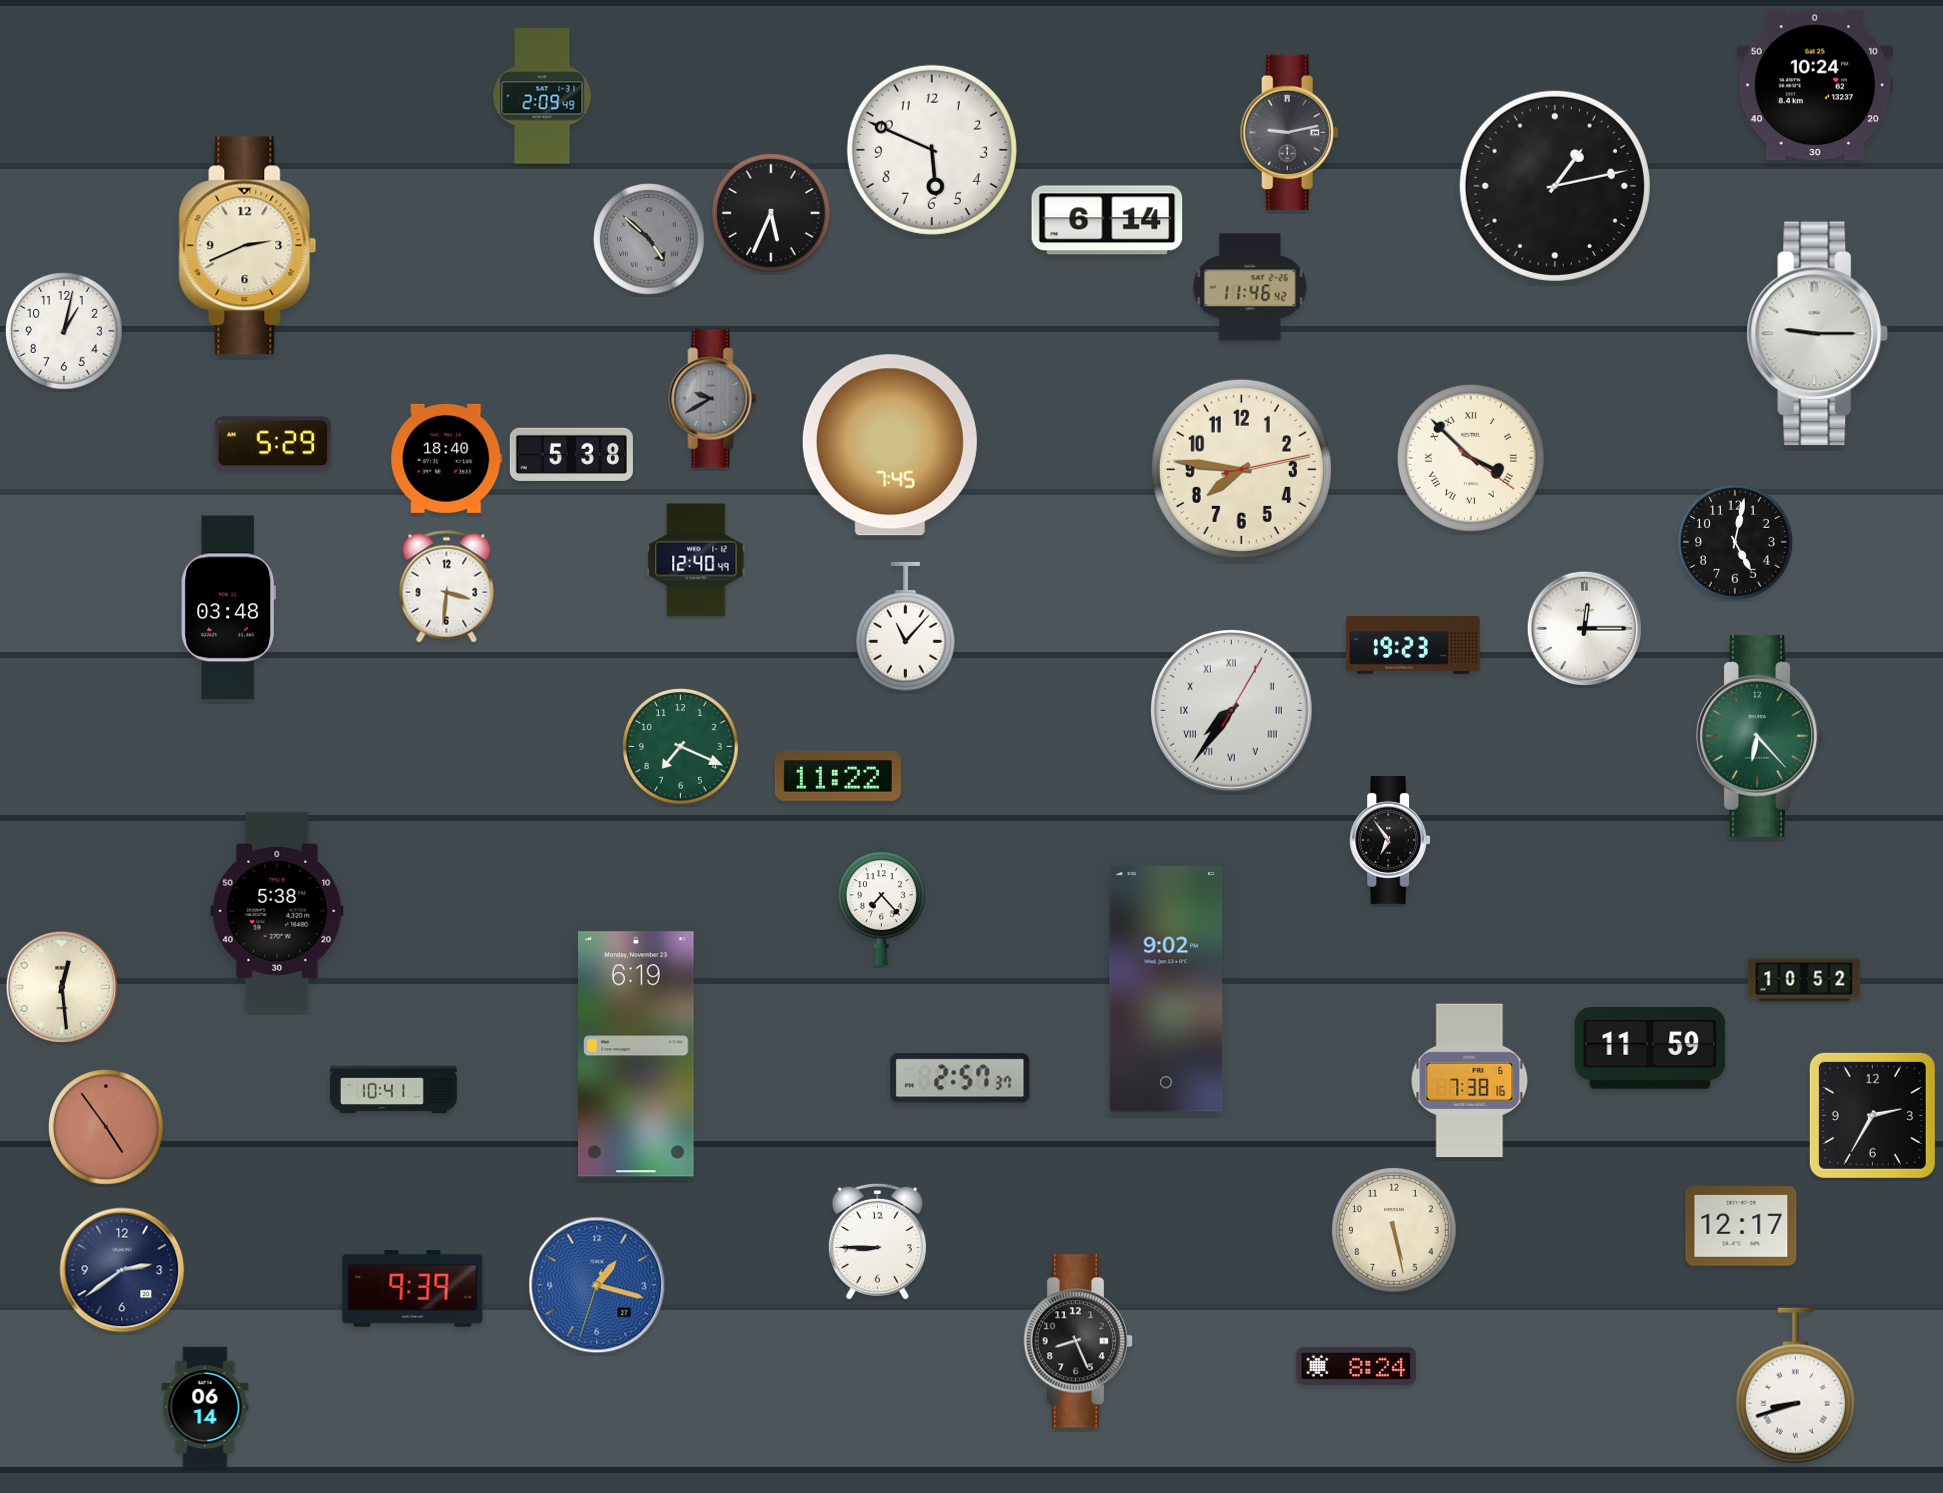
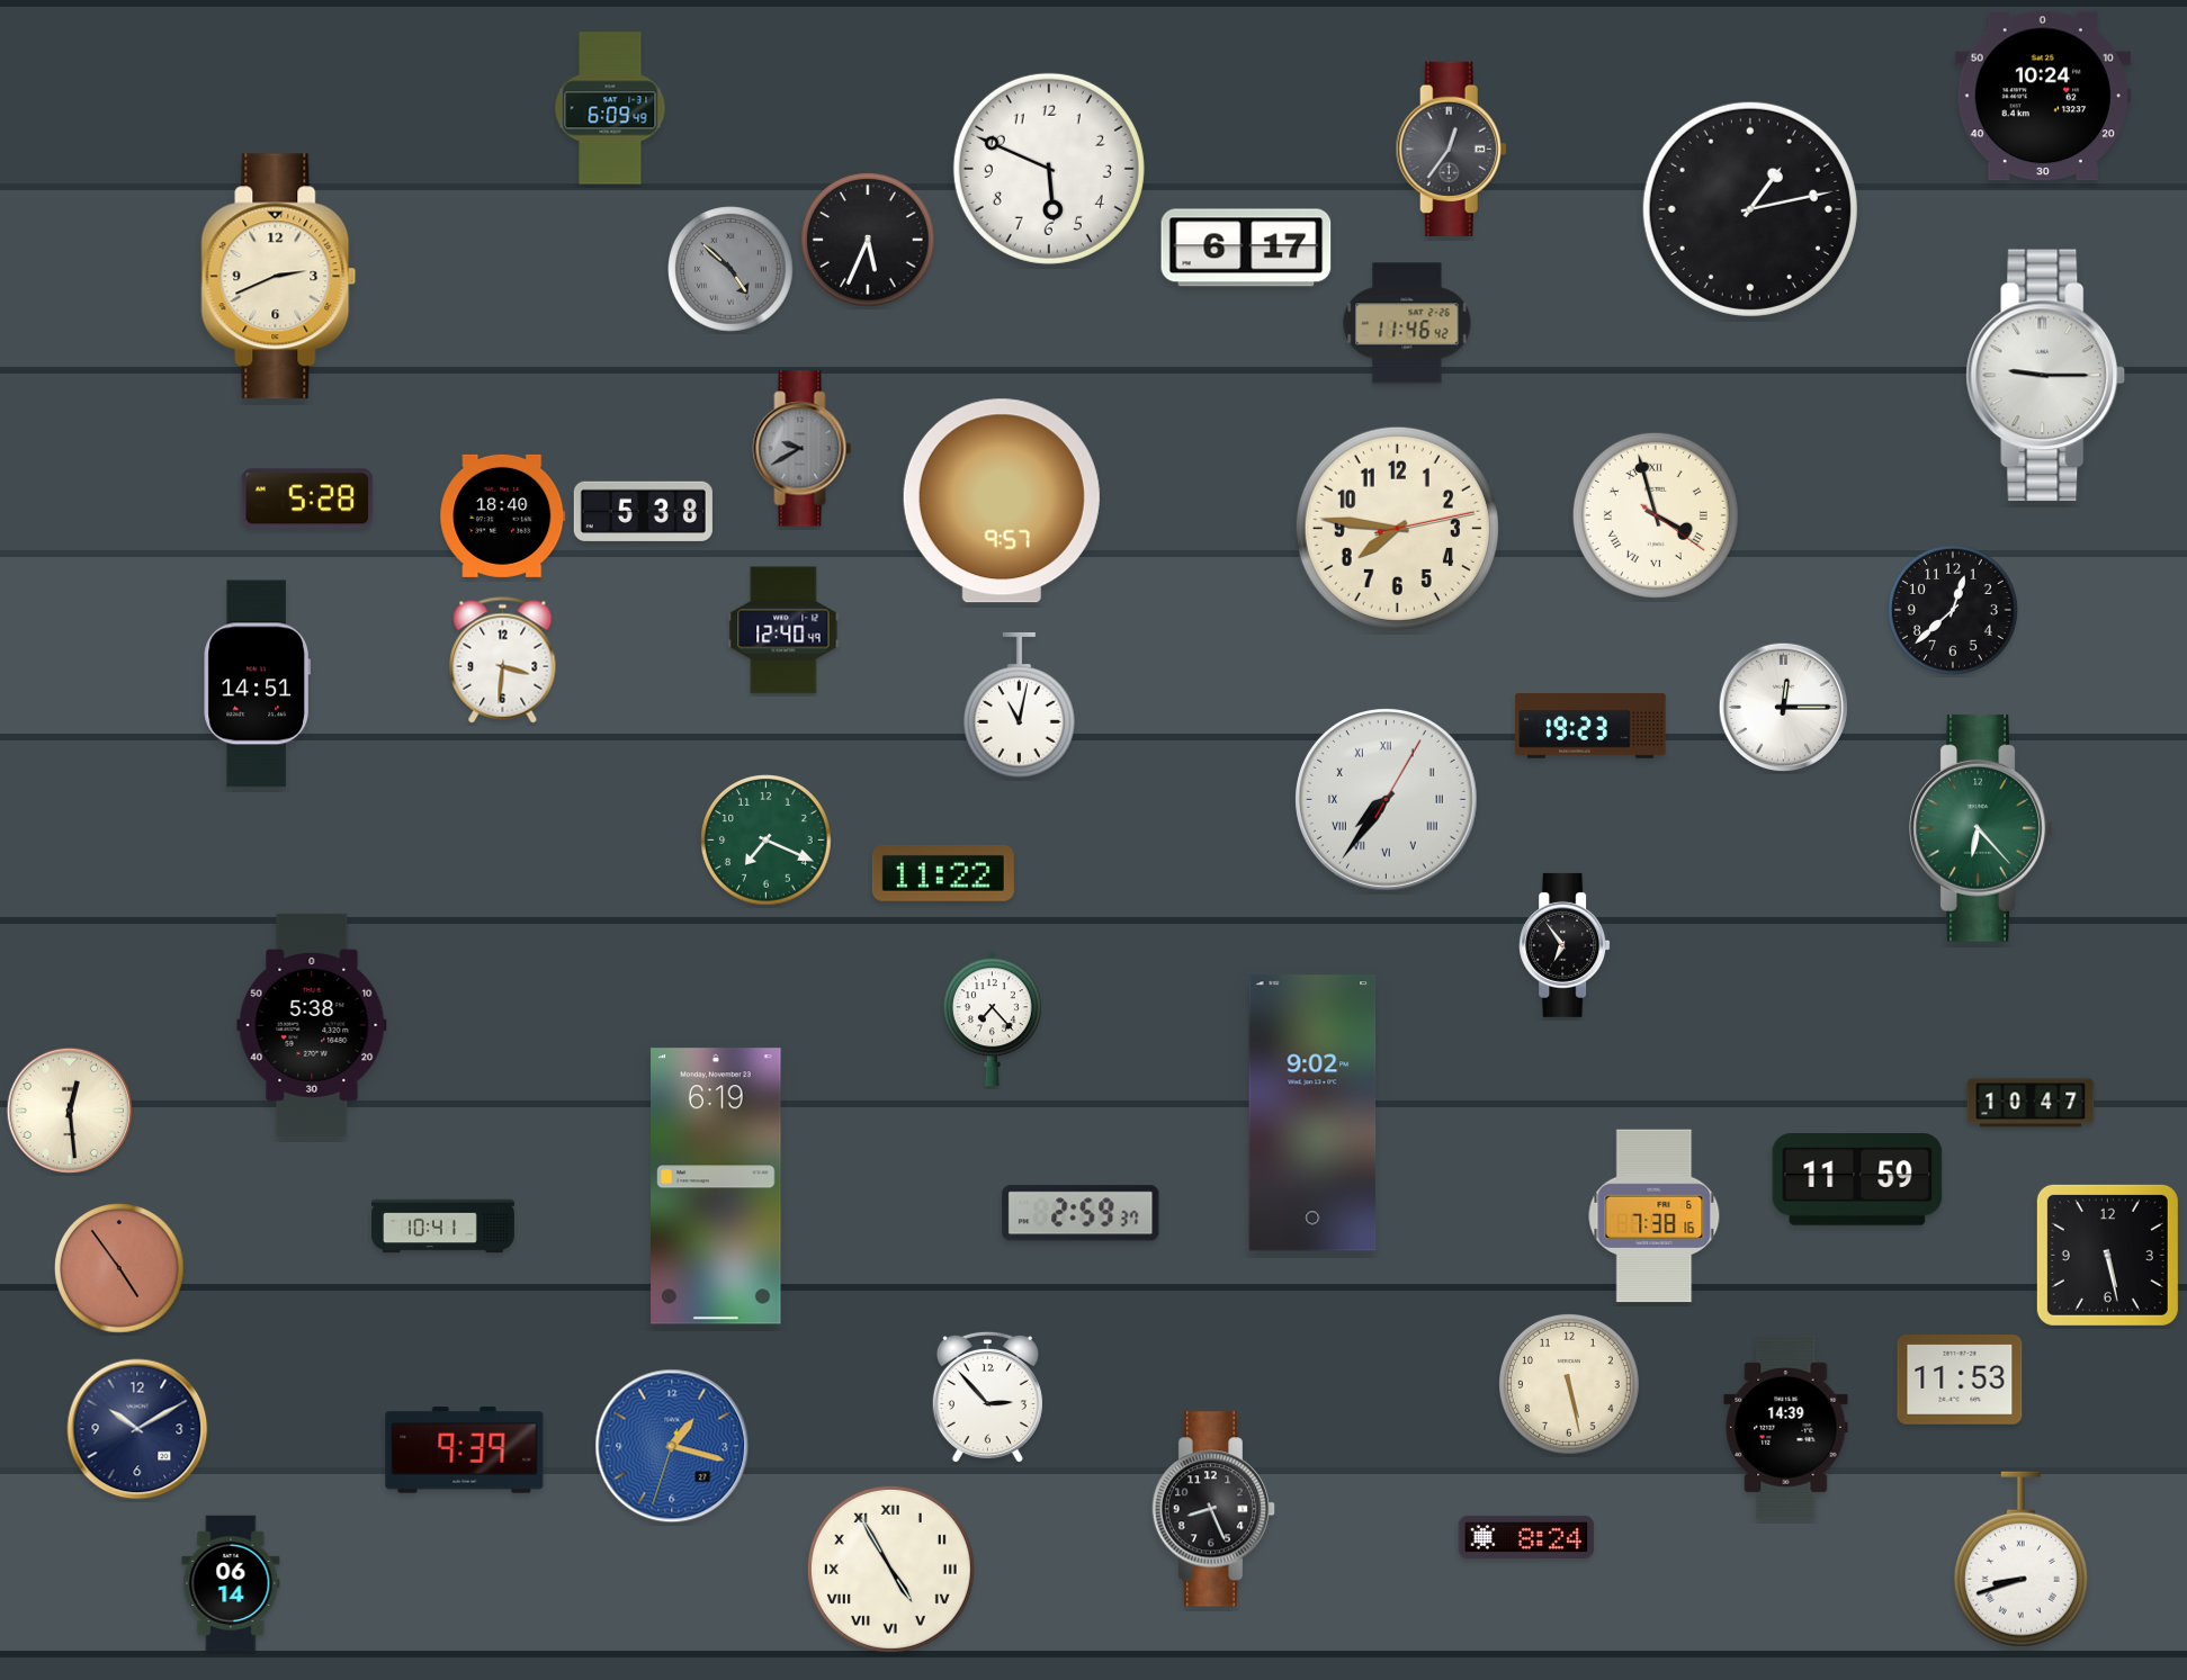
clock at (542, 96): 2:09 -> 6:09
clock at (1289, 132): 9:13 -> 12:36
clock at (1107, 220): 6:14 -> 6:17
clock at (65, 332): 1:02 -> none
clock at (273, 443): 5:29 -> 5:28
clock at (890, 445): 7:45 -> 9:57
clock at (1471, 458): 3:52 -> 3:57
clock at (1736, 543): 5:02 -> 12:38
clock at (228, 608): 03:48 -> 14:51
clock at (905, 626): 11:07 -> 11:02
clock at (1804, 980): 10:52 -> 10:47
clock at (960, 1078): 2:57 -> 2:59
clock at (1872, 1115): 2:35 -> 5:28
clock at (1741, 1227): 12:17 -> 11:53
clock at (877, 1242): 8:45 -> 2:53
clock at (1786, 1427): none -> 14:39
clock at (122, 1270): 2:39 -> 10:10
clock at (890, 1569): none -> 4:55
